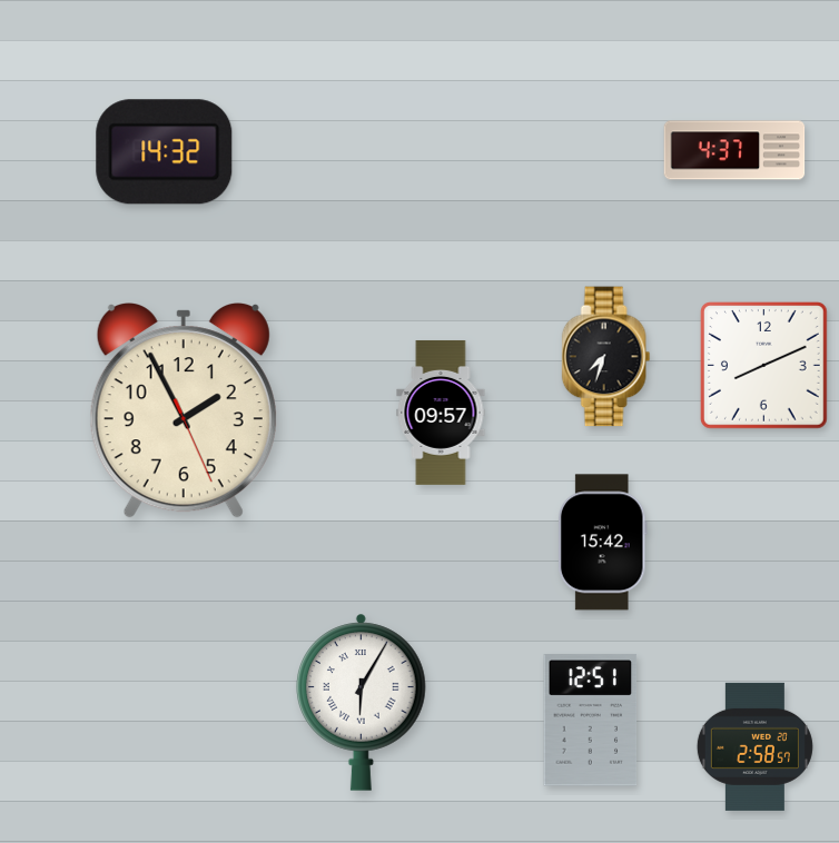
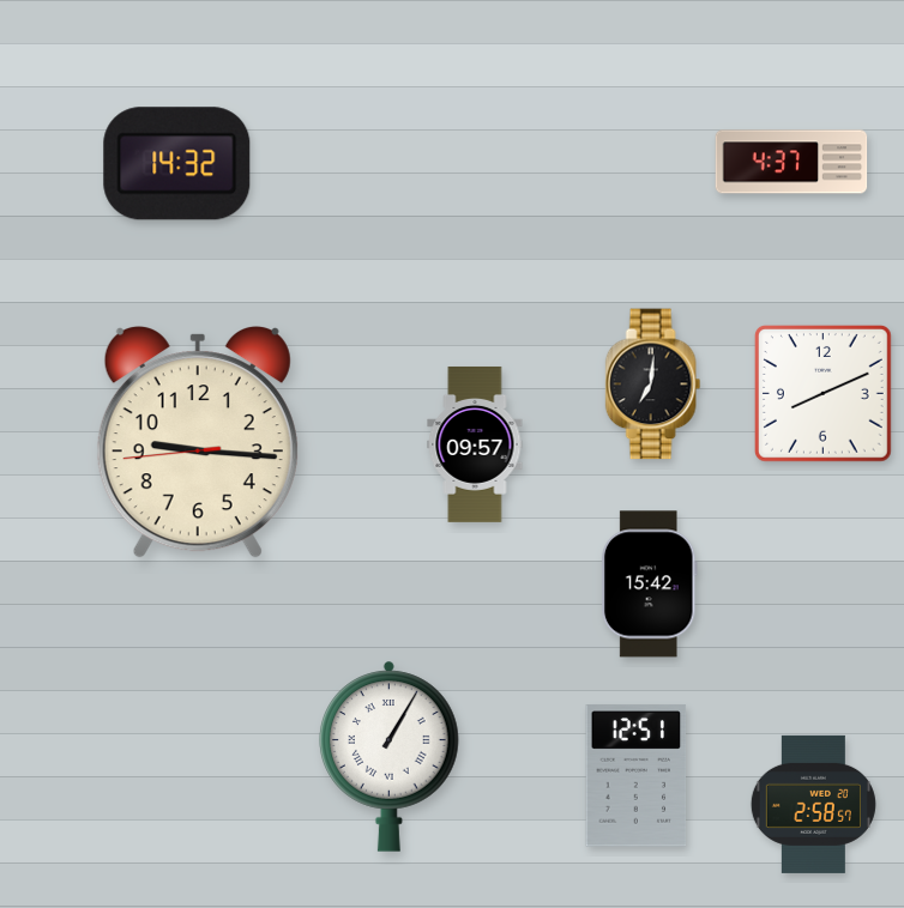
clock at (606, 357): 7:33 -> 7:01
clock at (184, 410): 1:55 -> 9:15
clock at (362, 702): 6:05 -> 1:05
